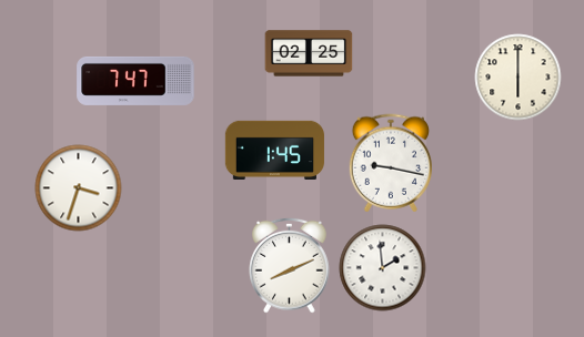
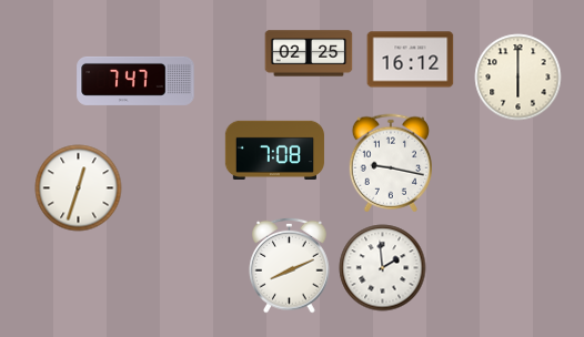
clock at (410, 60): none -> 16:12
clock at (274, 150): 1:45 -> 7:08
clock at (78, 187): 3:33 -> 12:33
